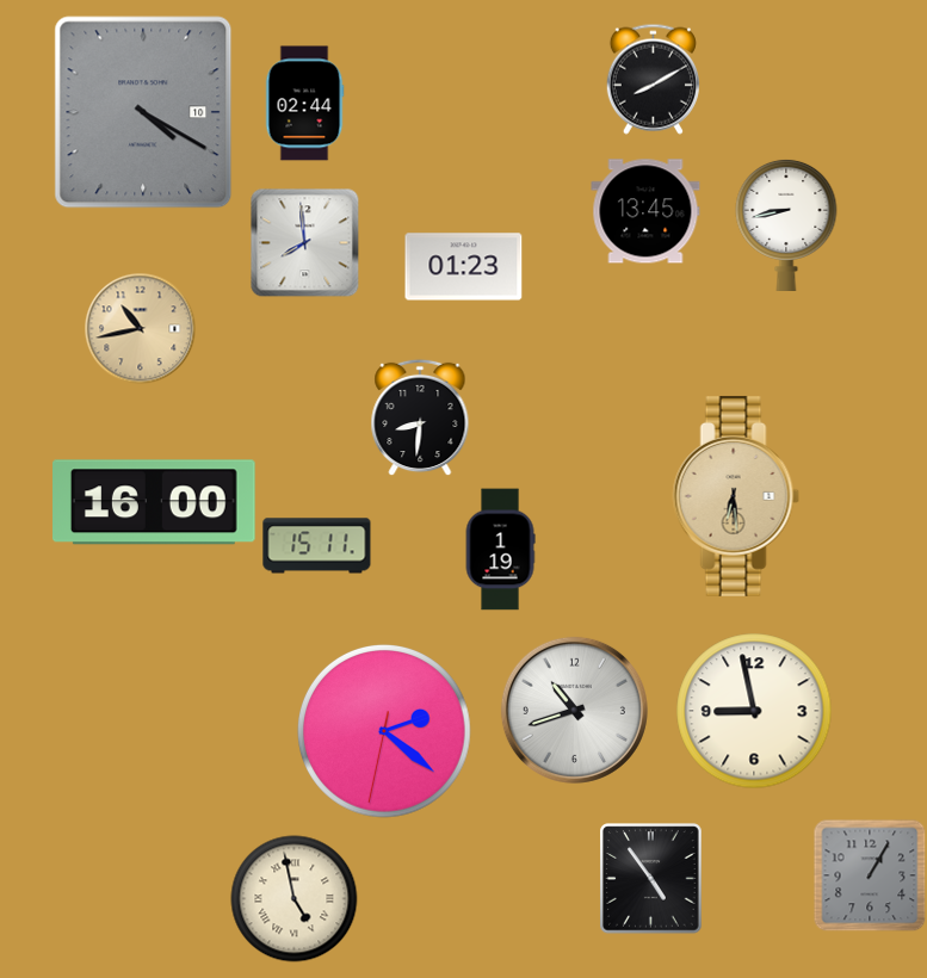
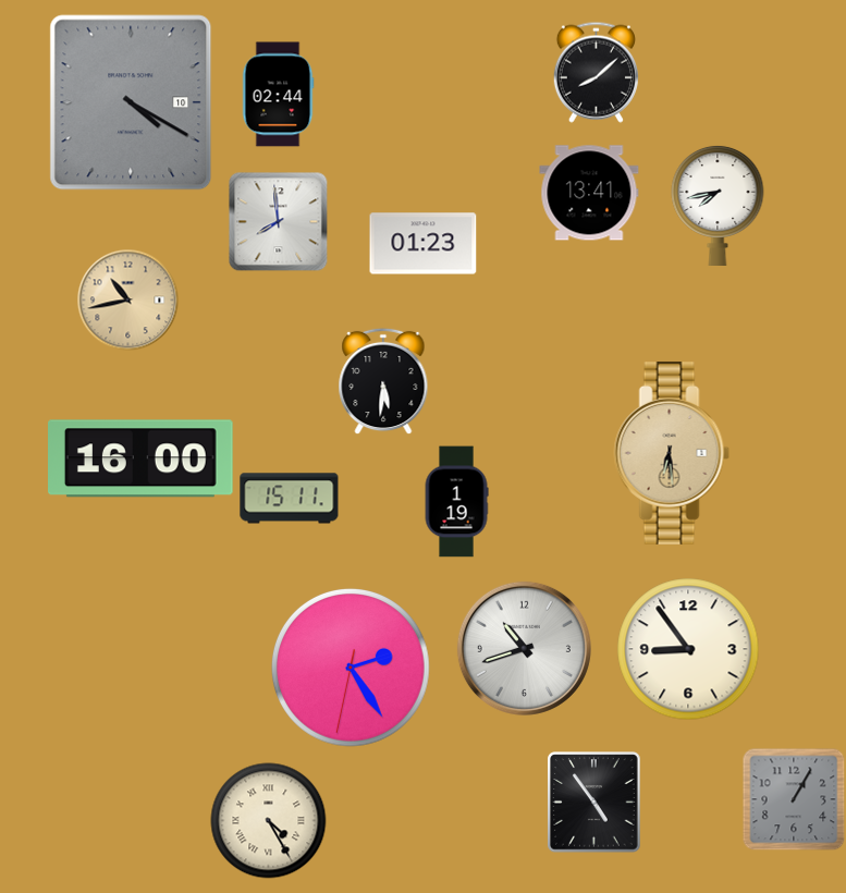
clock at (653, 79): 8:10 -> 8:08
clock at (645, 211): 13:45 -> 13:41
clock at (786, 224): 8:43 -> 7:43
clock at (420, 417): 8:31 -> 5:31
clock at (754, 711): 8:58 -> 8:54
clock at (384, 731): 2:21 -> 2:24
clock at (295, 899): 4:58 -> 4:25
